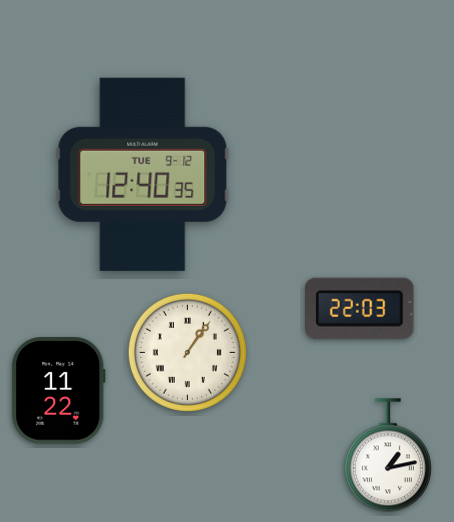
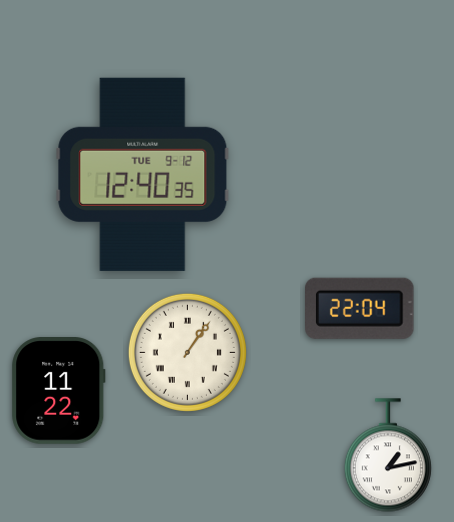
clock at (360, 308): 22:03 -> 22:04
